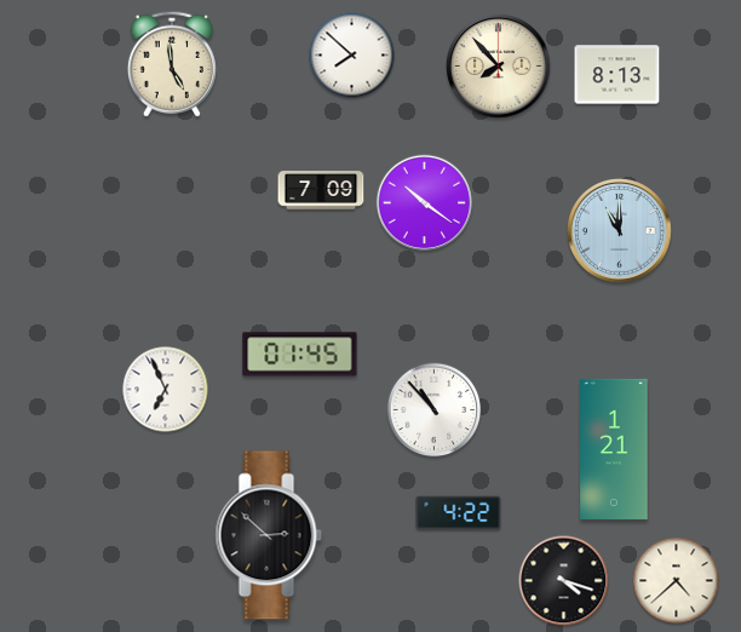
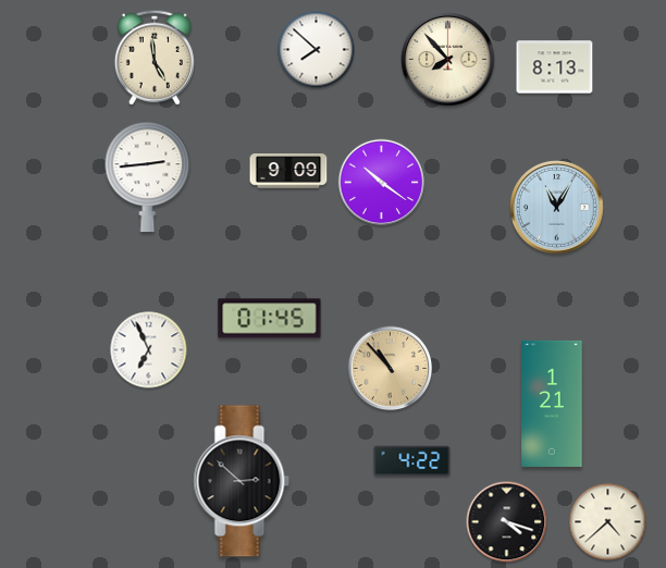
clock at (321, 190): 7:09 -> 9:09
clock at (148, 177): none -> 2:44
clock at (620, 231): 11:00 -> 11:05
clock at (435, 410) dial: white -> champagne
